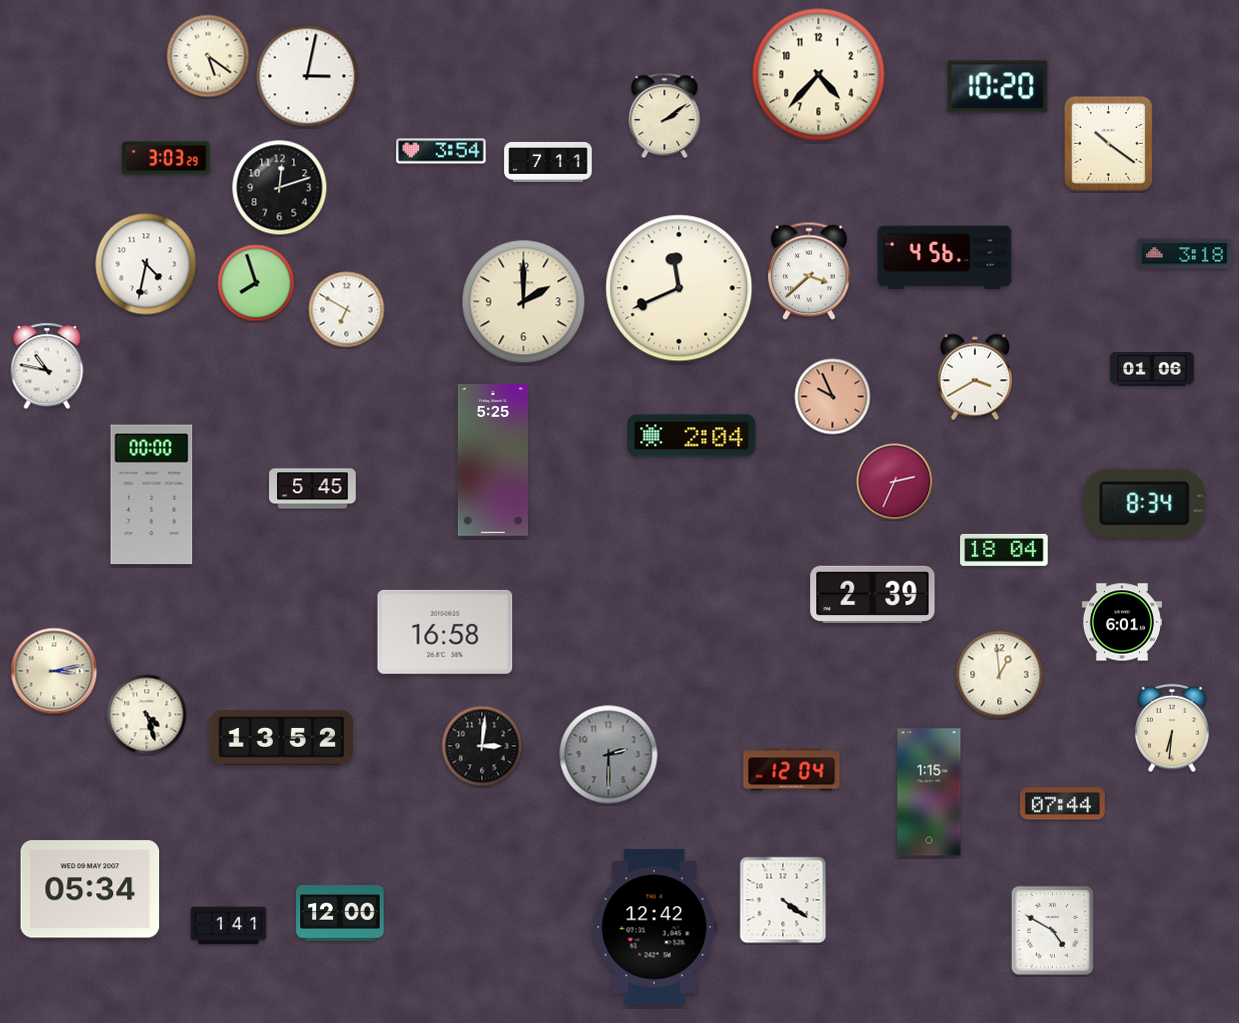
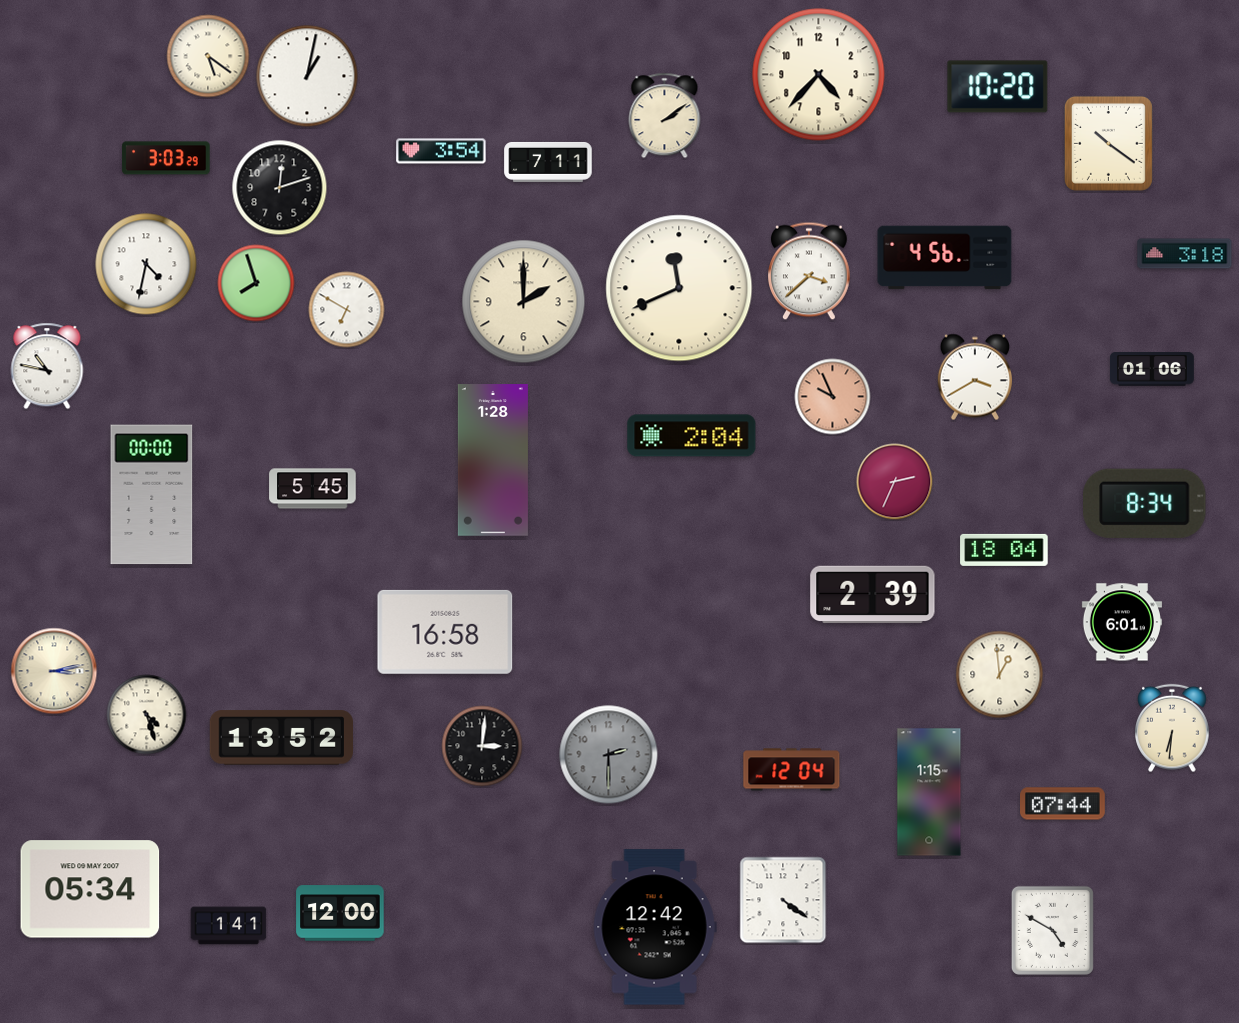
clock at (307, 76): 3:02 -> 1:02
clock at (493, 460): 5:25 -> 1:28
